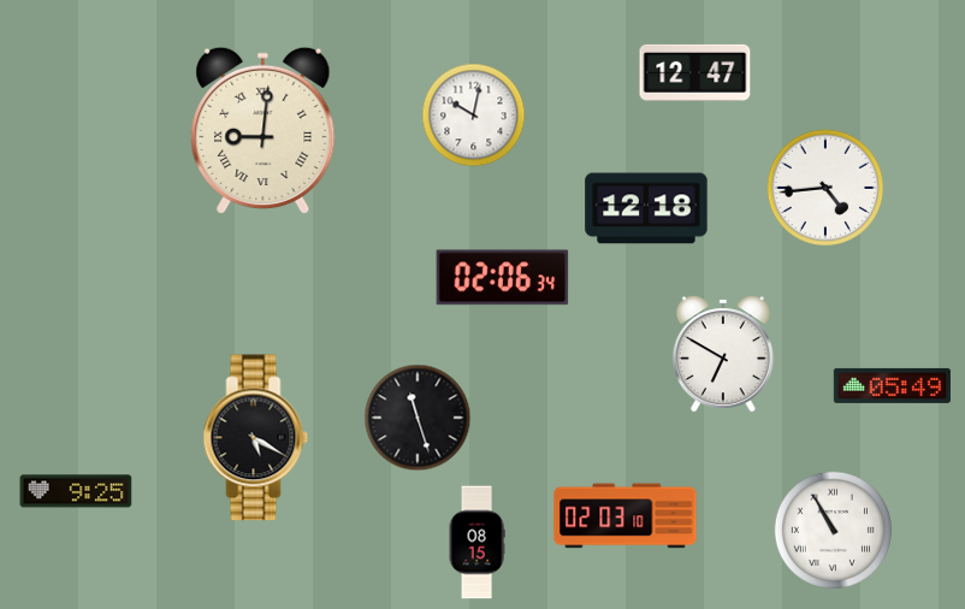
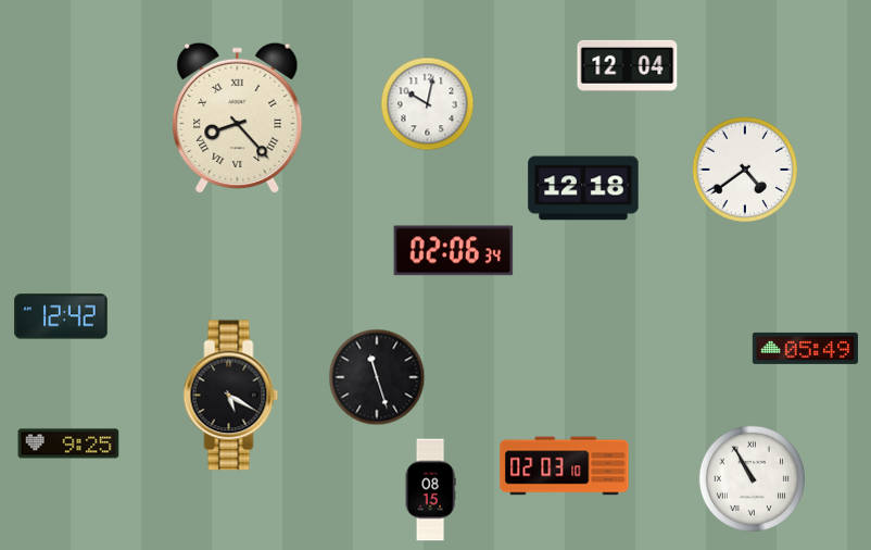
clock at (695, 72): 12:47 -> 12:04
clock at (264, 130): 9:01 -> 8:23
clock at (824, 187): 4:44 -> 4:39
clock at (61, 316): none -> 12:42
clock at (723, 354): 6:50 -> none
